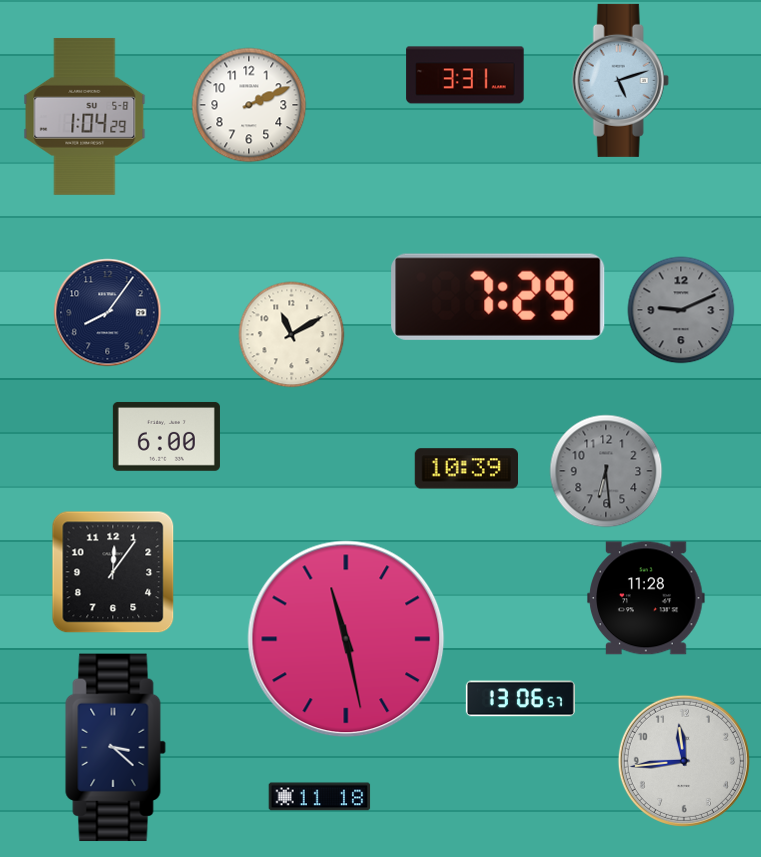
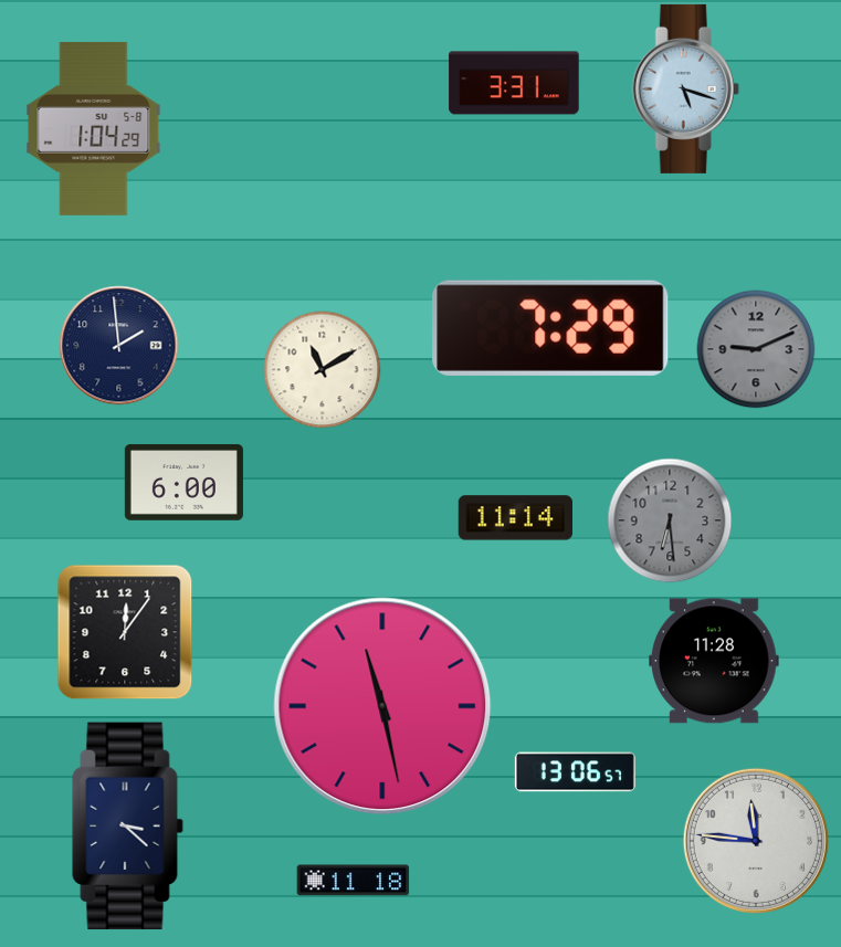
clock at (620, 80): 5:12 -> 5:18
clock at (249, 105): 2:11 -> none
clock at (681, 310) position: (681, 310) -> (756, 349)
clock at (108, 313): 8:06 -> 1:59
clock at (466, 469): 10:39 -> 11:14
clock at (684, 761): 11:44 -> 11:46
